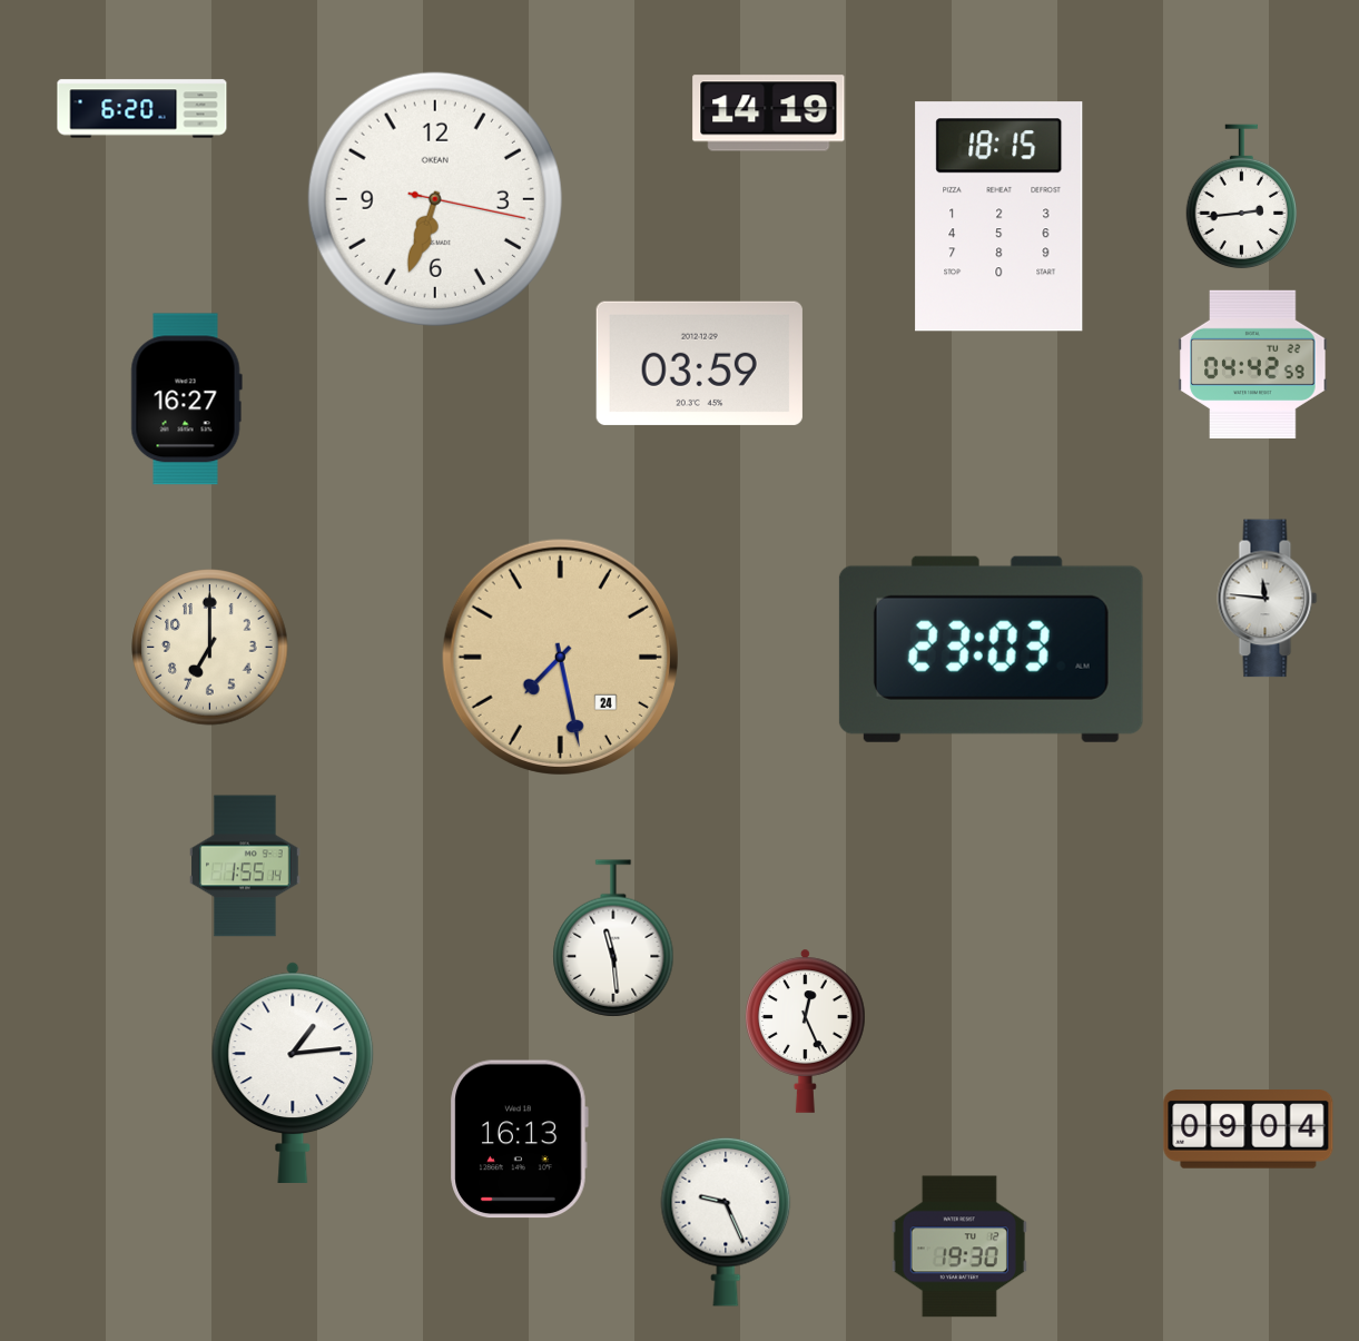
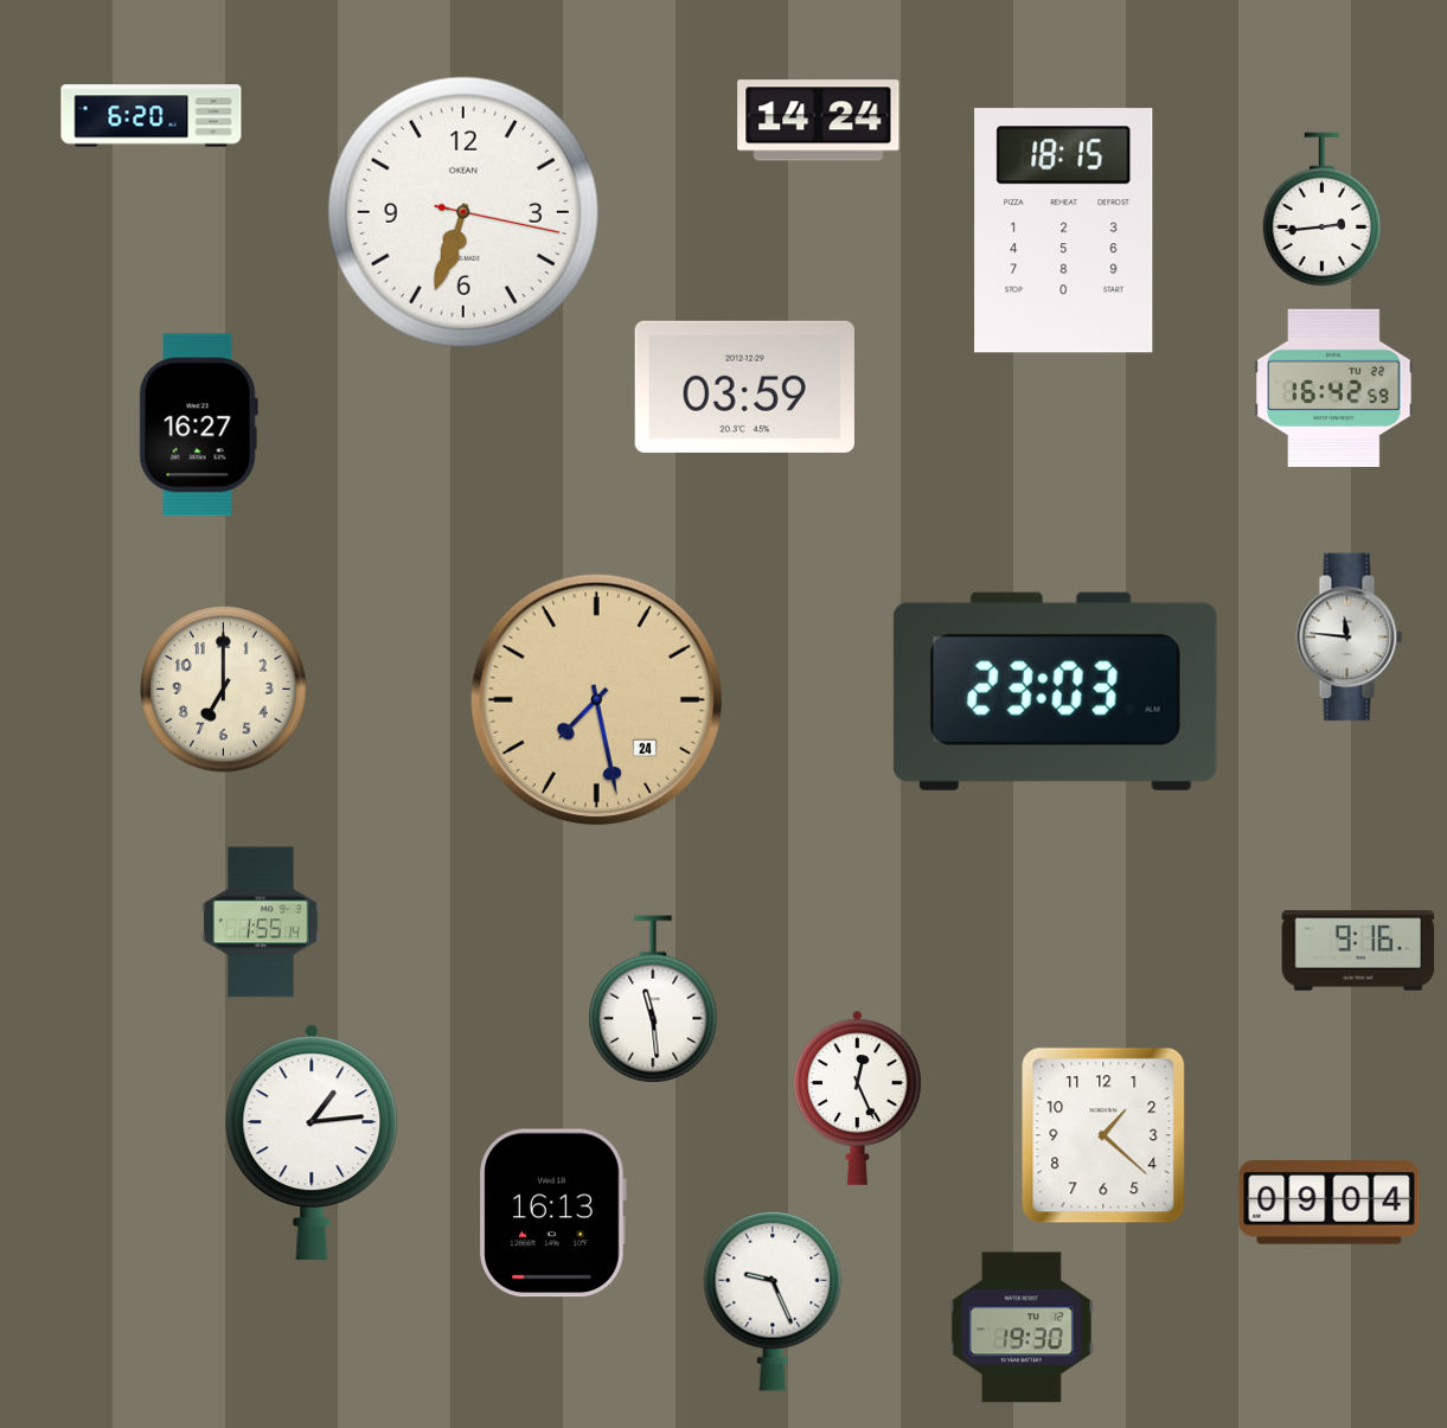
clock at (769, 114): 14:19 -> 14:24
clock at (1253, 364): 04:42 -> 16:42
clock at (1358, 950): none -> 9:16
clock at (1103, 1135): none -> 1:22
